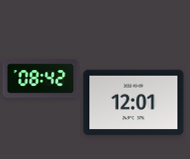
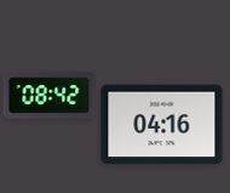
clock at (134, 103): 12:01 -> 04:16
